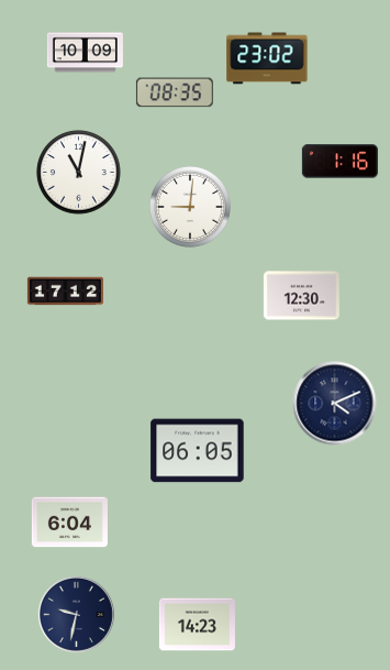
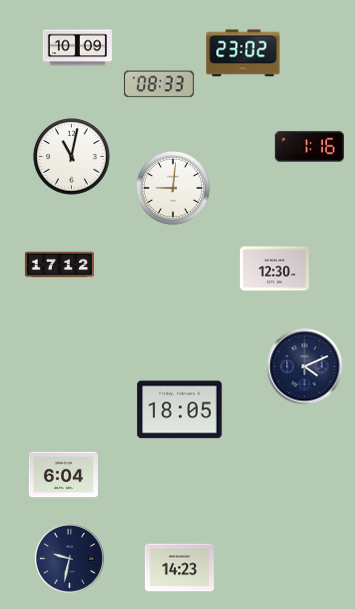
clock at (175, 92): 08:35 -> 08:33
clock at (198, 451): 06:05 -> 18:05
